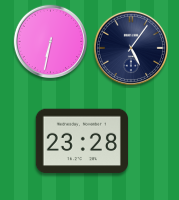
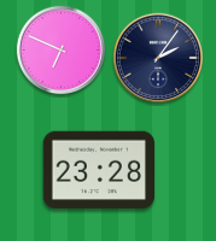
clock at (51, 42): 6:32 -> 6:49
clock at (131, 48): 5:06 -> 2:06
